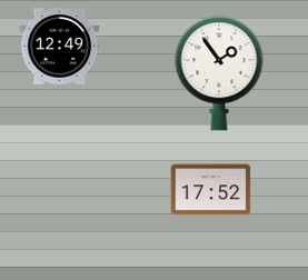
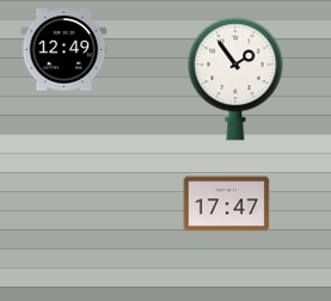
clock at (211, 190): 17:52 -> 17:47
